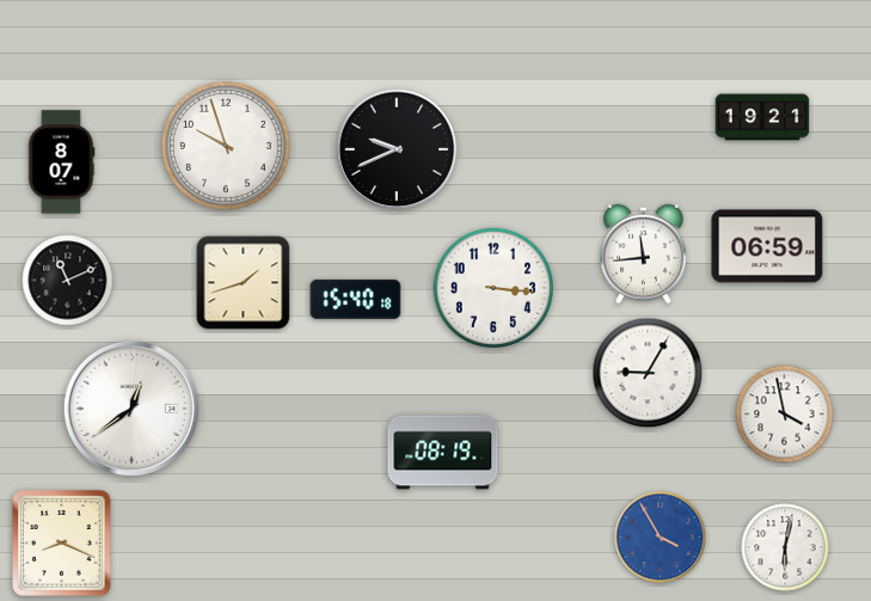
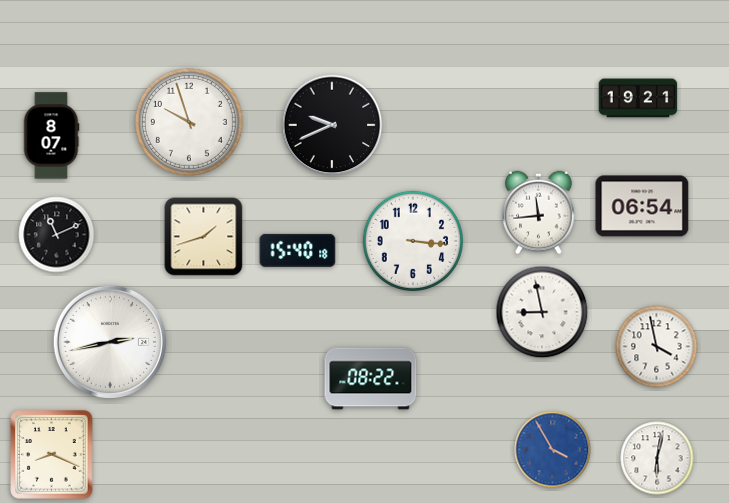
clock at (767, 246): 06:59 -> 06:54
clock at (648, 373): 9:05 -> 8:58
clock at (131, 409): 12:39 -> 2:43
clock at (443, 453): 08:19 -> 08:22
